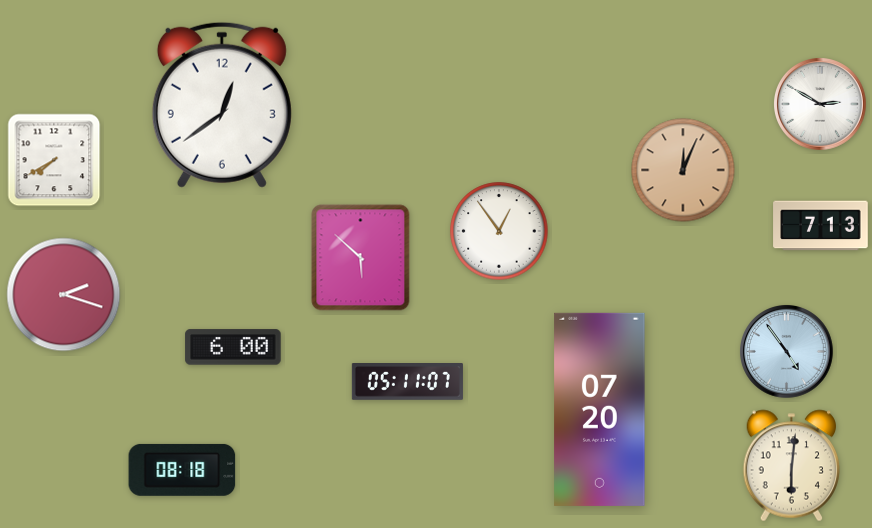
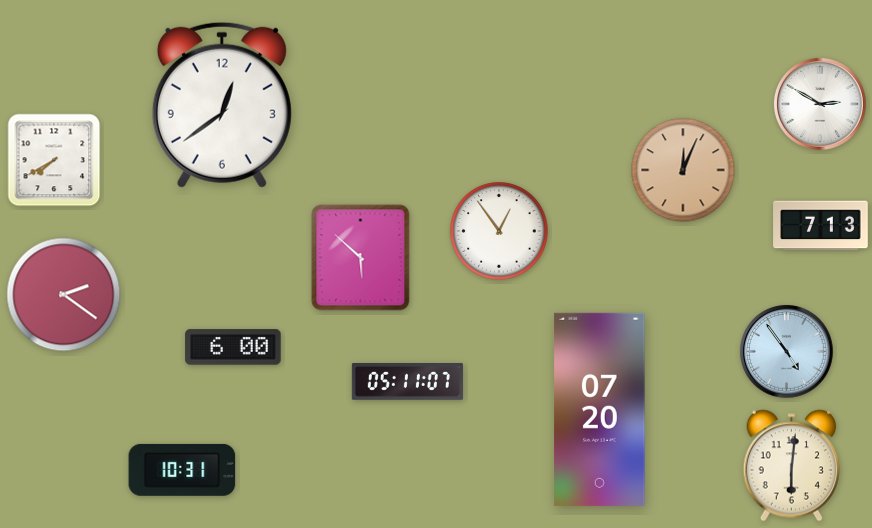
clock at (64, 295): 2:18 -> 2:21
clock at (182, 470): 08:18 -> 10:31
